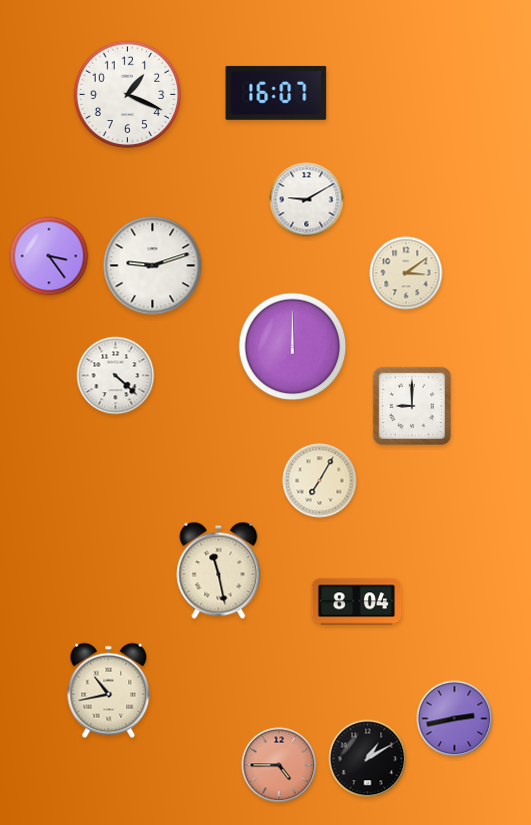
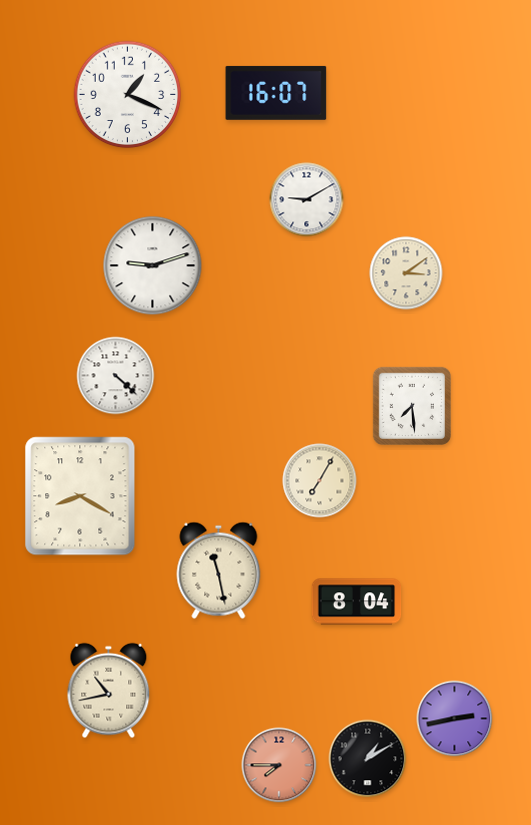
clock at (49, 256): 3:24 -> none
clock at (293, 347): 12:00 -> none
clock at (411, 405): 9:00 -> 7:29
clock at (80, 496): none -> 8:20
clock at (279, 765): 4:45 -> 7:45
